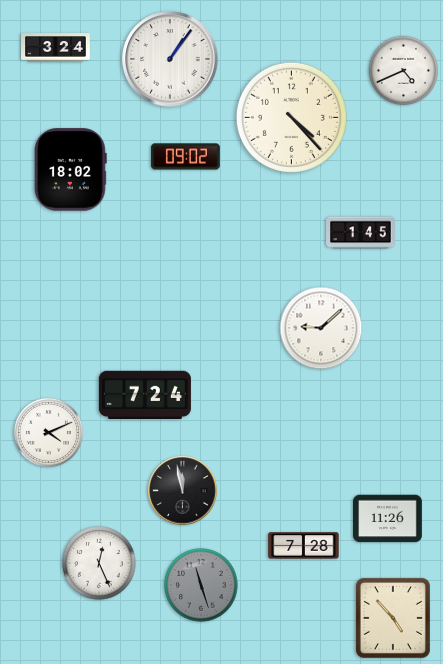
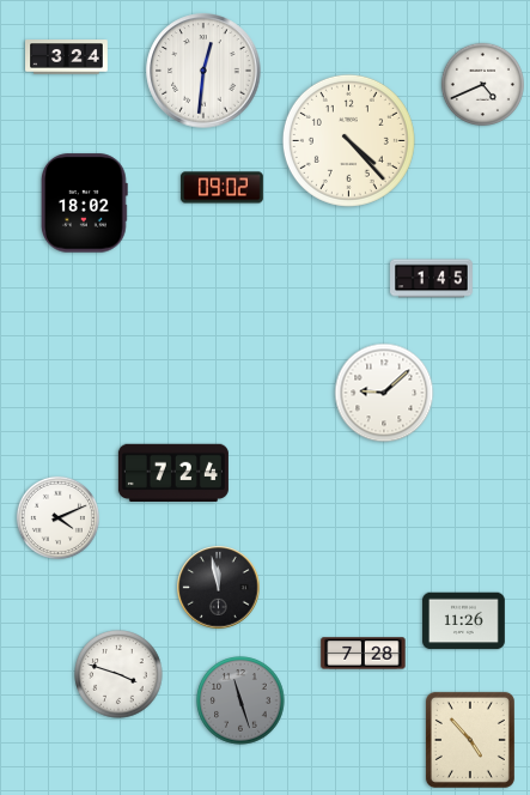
clock at (170, 59): 1:06 -> 12:31
clock at (99, 563): 12:26 -> 3:48
